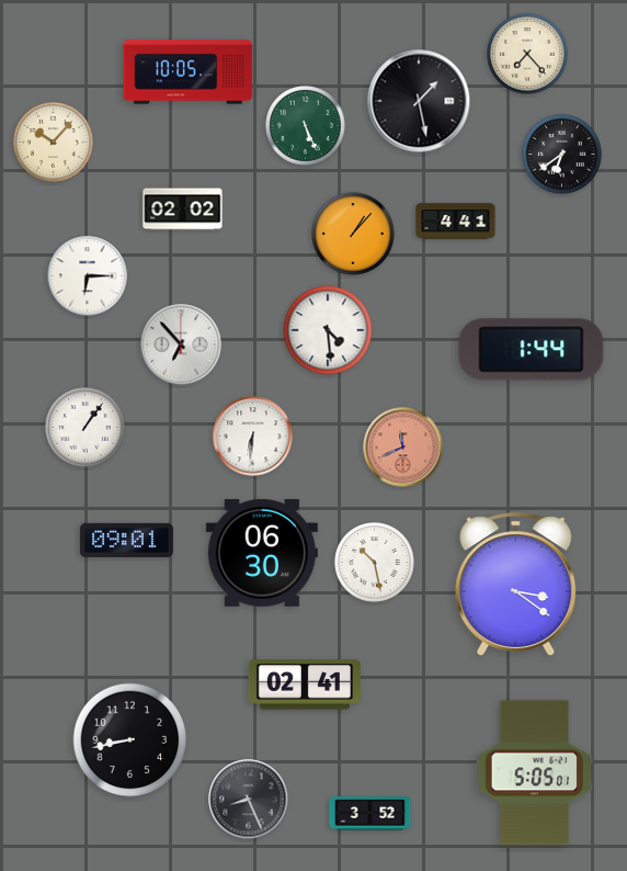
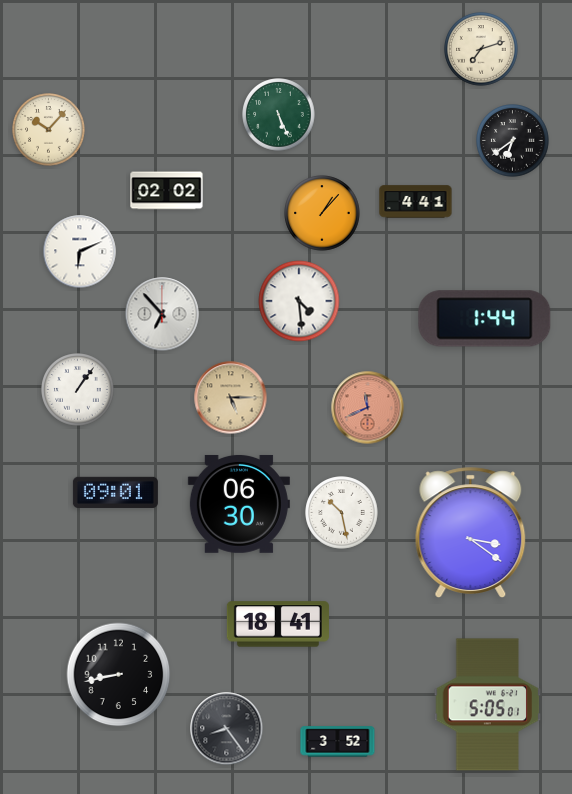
clock at (527, 54): 7:23 -> 7:12
clock at (189, 72): 10:05 -> none
clock at (419, 101): 1:28 -> none
clock at (88, 276): 6:15 -> 6:11
clock at (181, 344) position: (181, 344) -> (162, 314)
clock at (253, 437): 6:31 -> 5:15
clock at (253, 437) dial: white -> champagne
clock at (305, 685): 02:41 -> 18:41
clock at (249, 800): 8:26 -> 8:24
